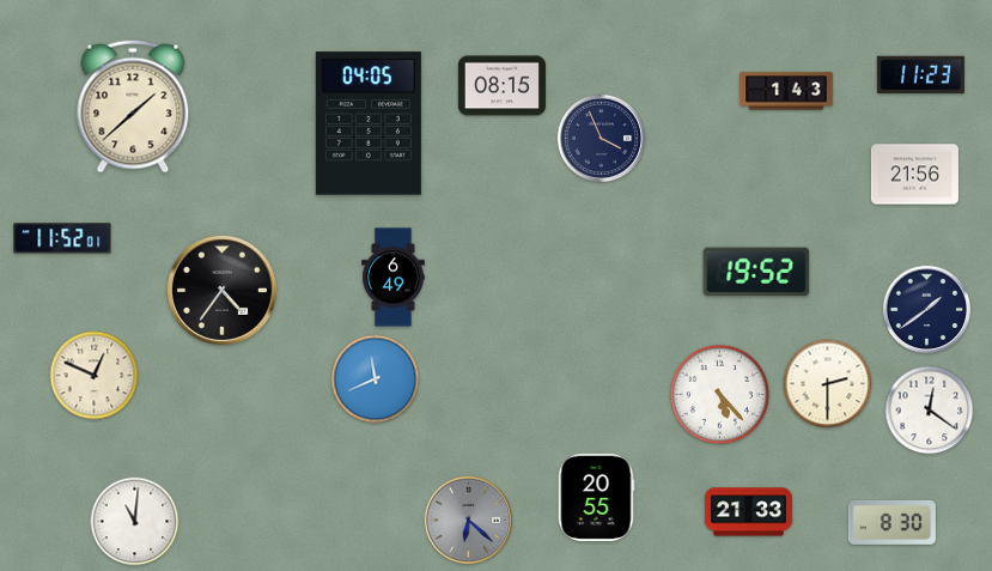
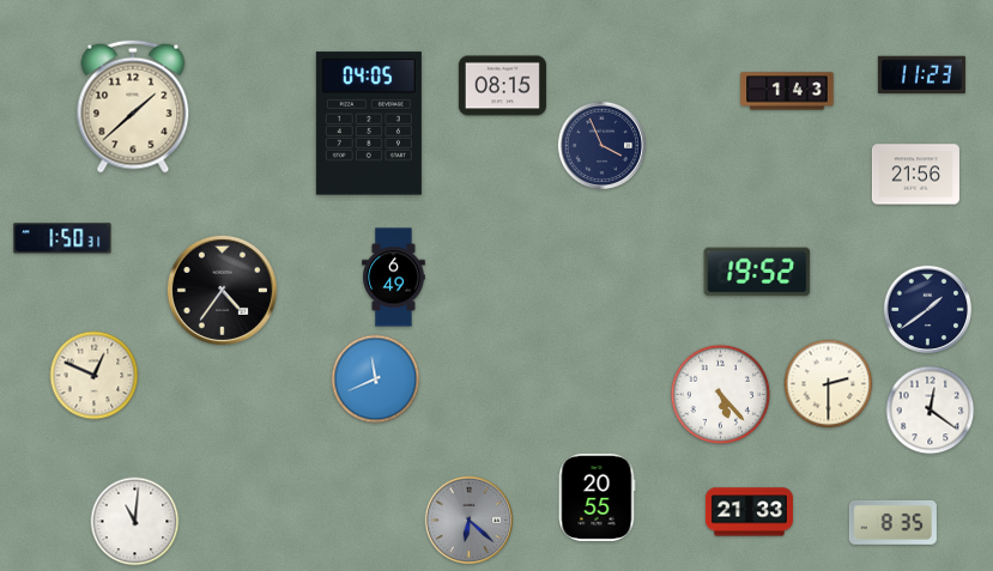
clock at (601, 138) position: (601, 138) -> (601, 145)
clock at (62, 238): 11:52 -> 1:50
clock at (891, 522): 8:30 -> 8:35
